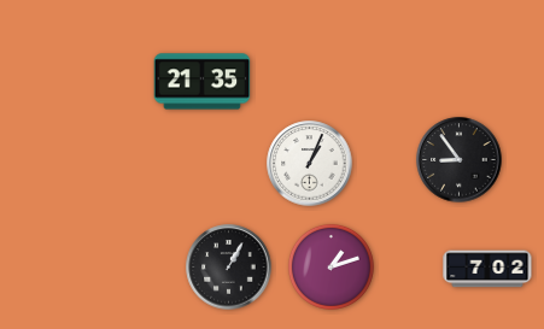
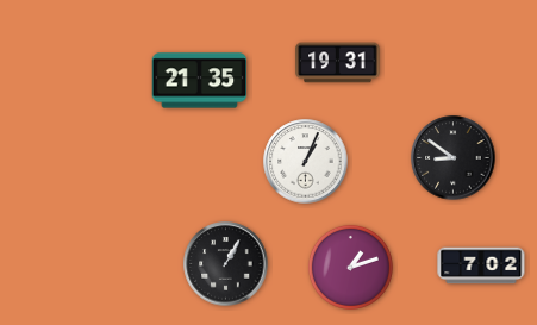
clock at (338, 63): none -> 19:31
clock at (460, 160): 8:54 -> 8:51
clock at (331, 266) position: (331, 266) -> (350, 267)
